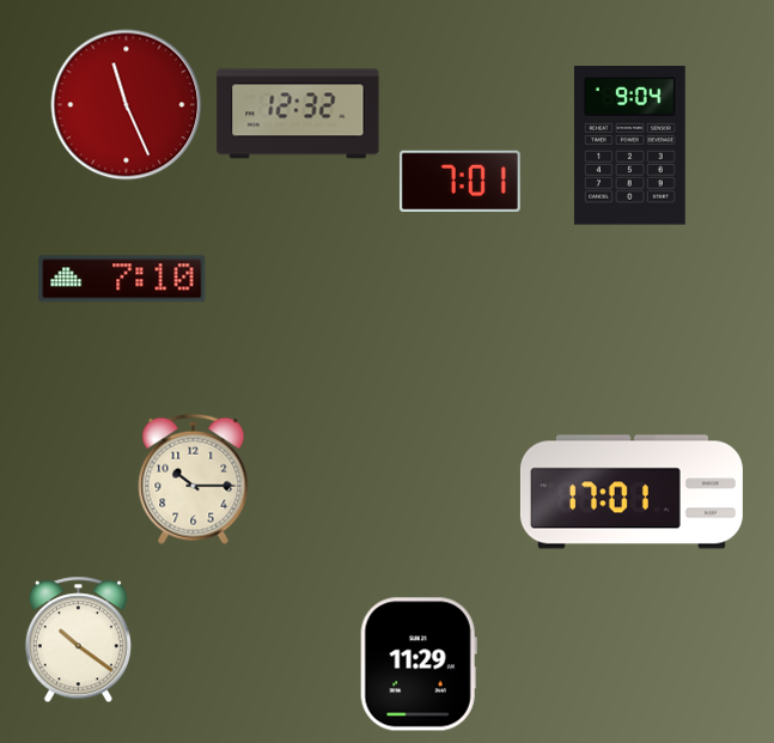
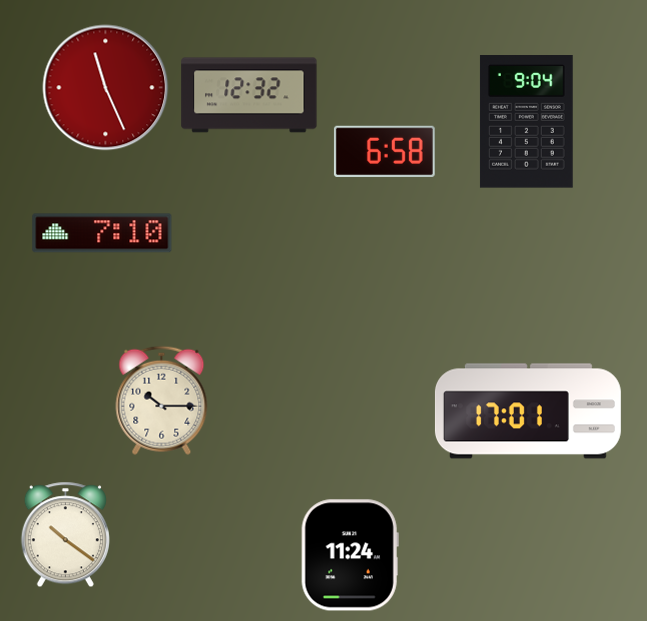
clock at (459, 181): 7:01 -> 6:58
clock at (419, 664): 11:29 -> 11:24
